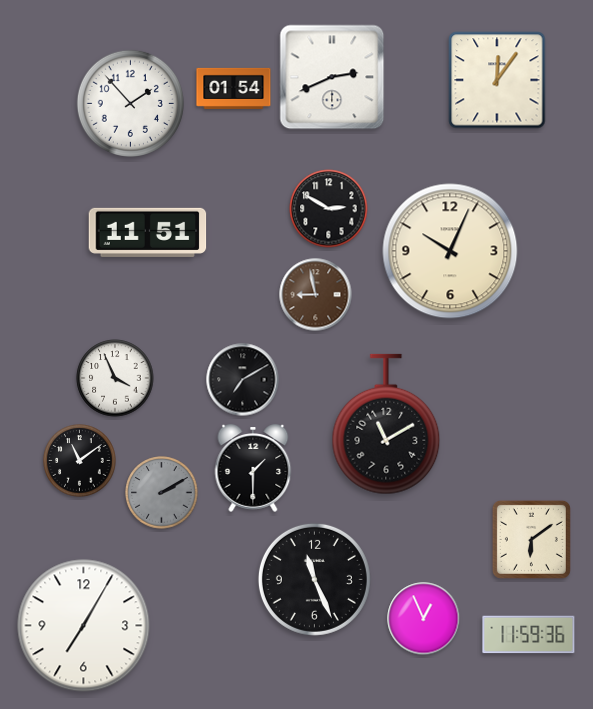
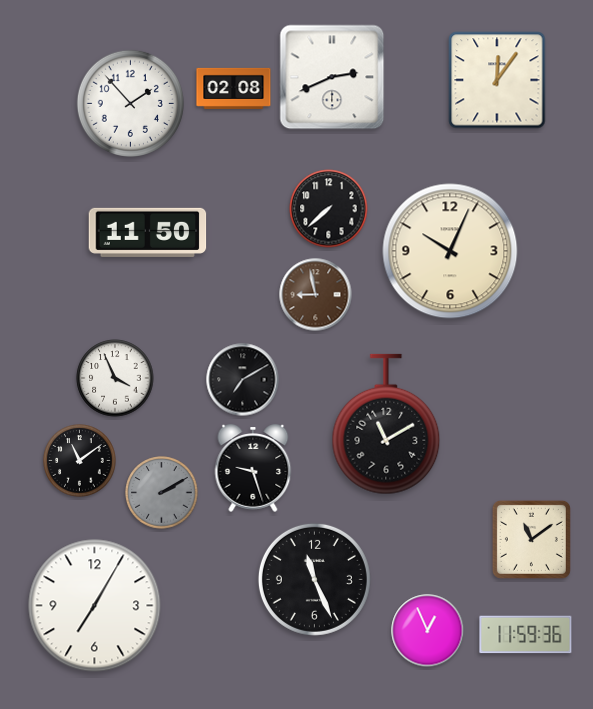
clock at (234, 88): 01:54 -> 02:08
clock at (329, 209): 2:50 -> 7:38
clock at (148, 232): 11:51 -> 11:50
clock at (253, 468): 1:30 -> 9:27
clock at (531, 539): 6:09 -> 11:09
clock at (424, 619) position: (424, 619) -> (428, 631)
clock at (84, 626) position: (84, 626) -> (95, 606)
clock at (529, 635) position: (529, 635) -> (526, 635)
